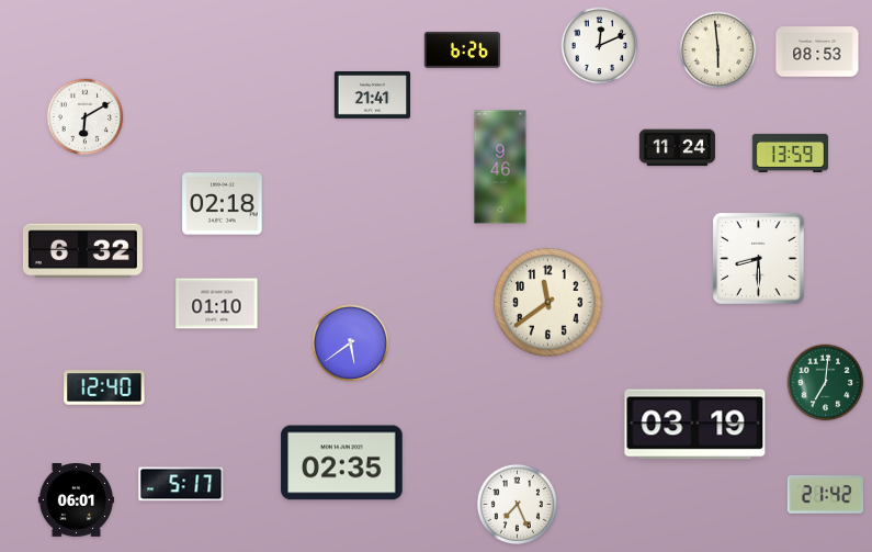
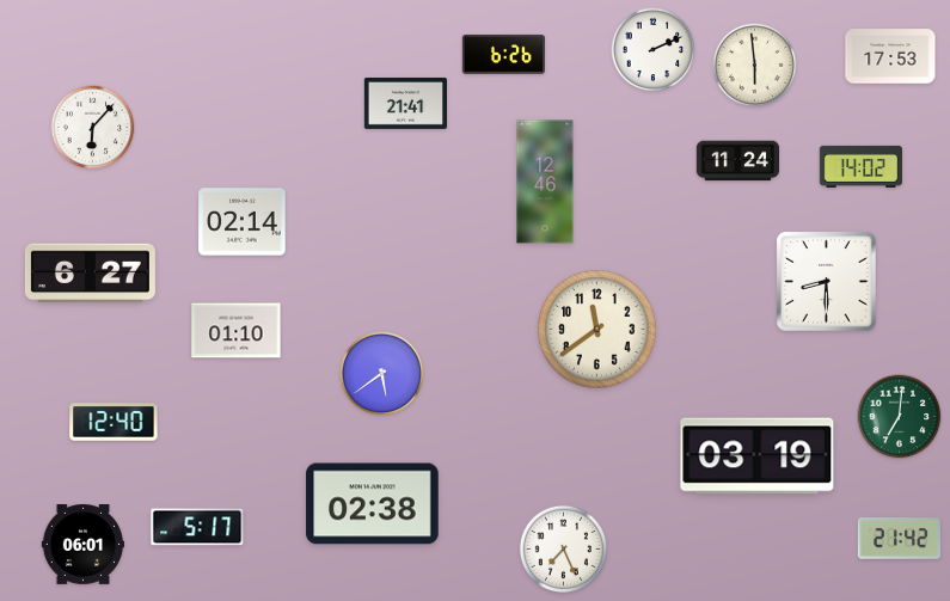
clock at (600, 46): 12:11 -> 2:11
clock at (718, 50) position: (718, 50) -> (755, 66)
clock at (817, 52): 08:53 -> 17:53
clock at (86, 117): 6:10 -> 6:07
clock at (790, 153): 13:59 -> 14:02
clock at (500, 167): 9:46 -> 12:46
clock at (223, 204): 02:18 -> 02:14
clock at (82, 251): 6:32 -> 6:27
clock at (695, 425) position: (695, 425) -> (758, 456)
clock at (342, 463): 02:35 -> 02:38
